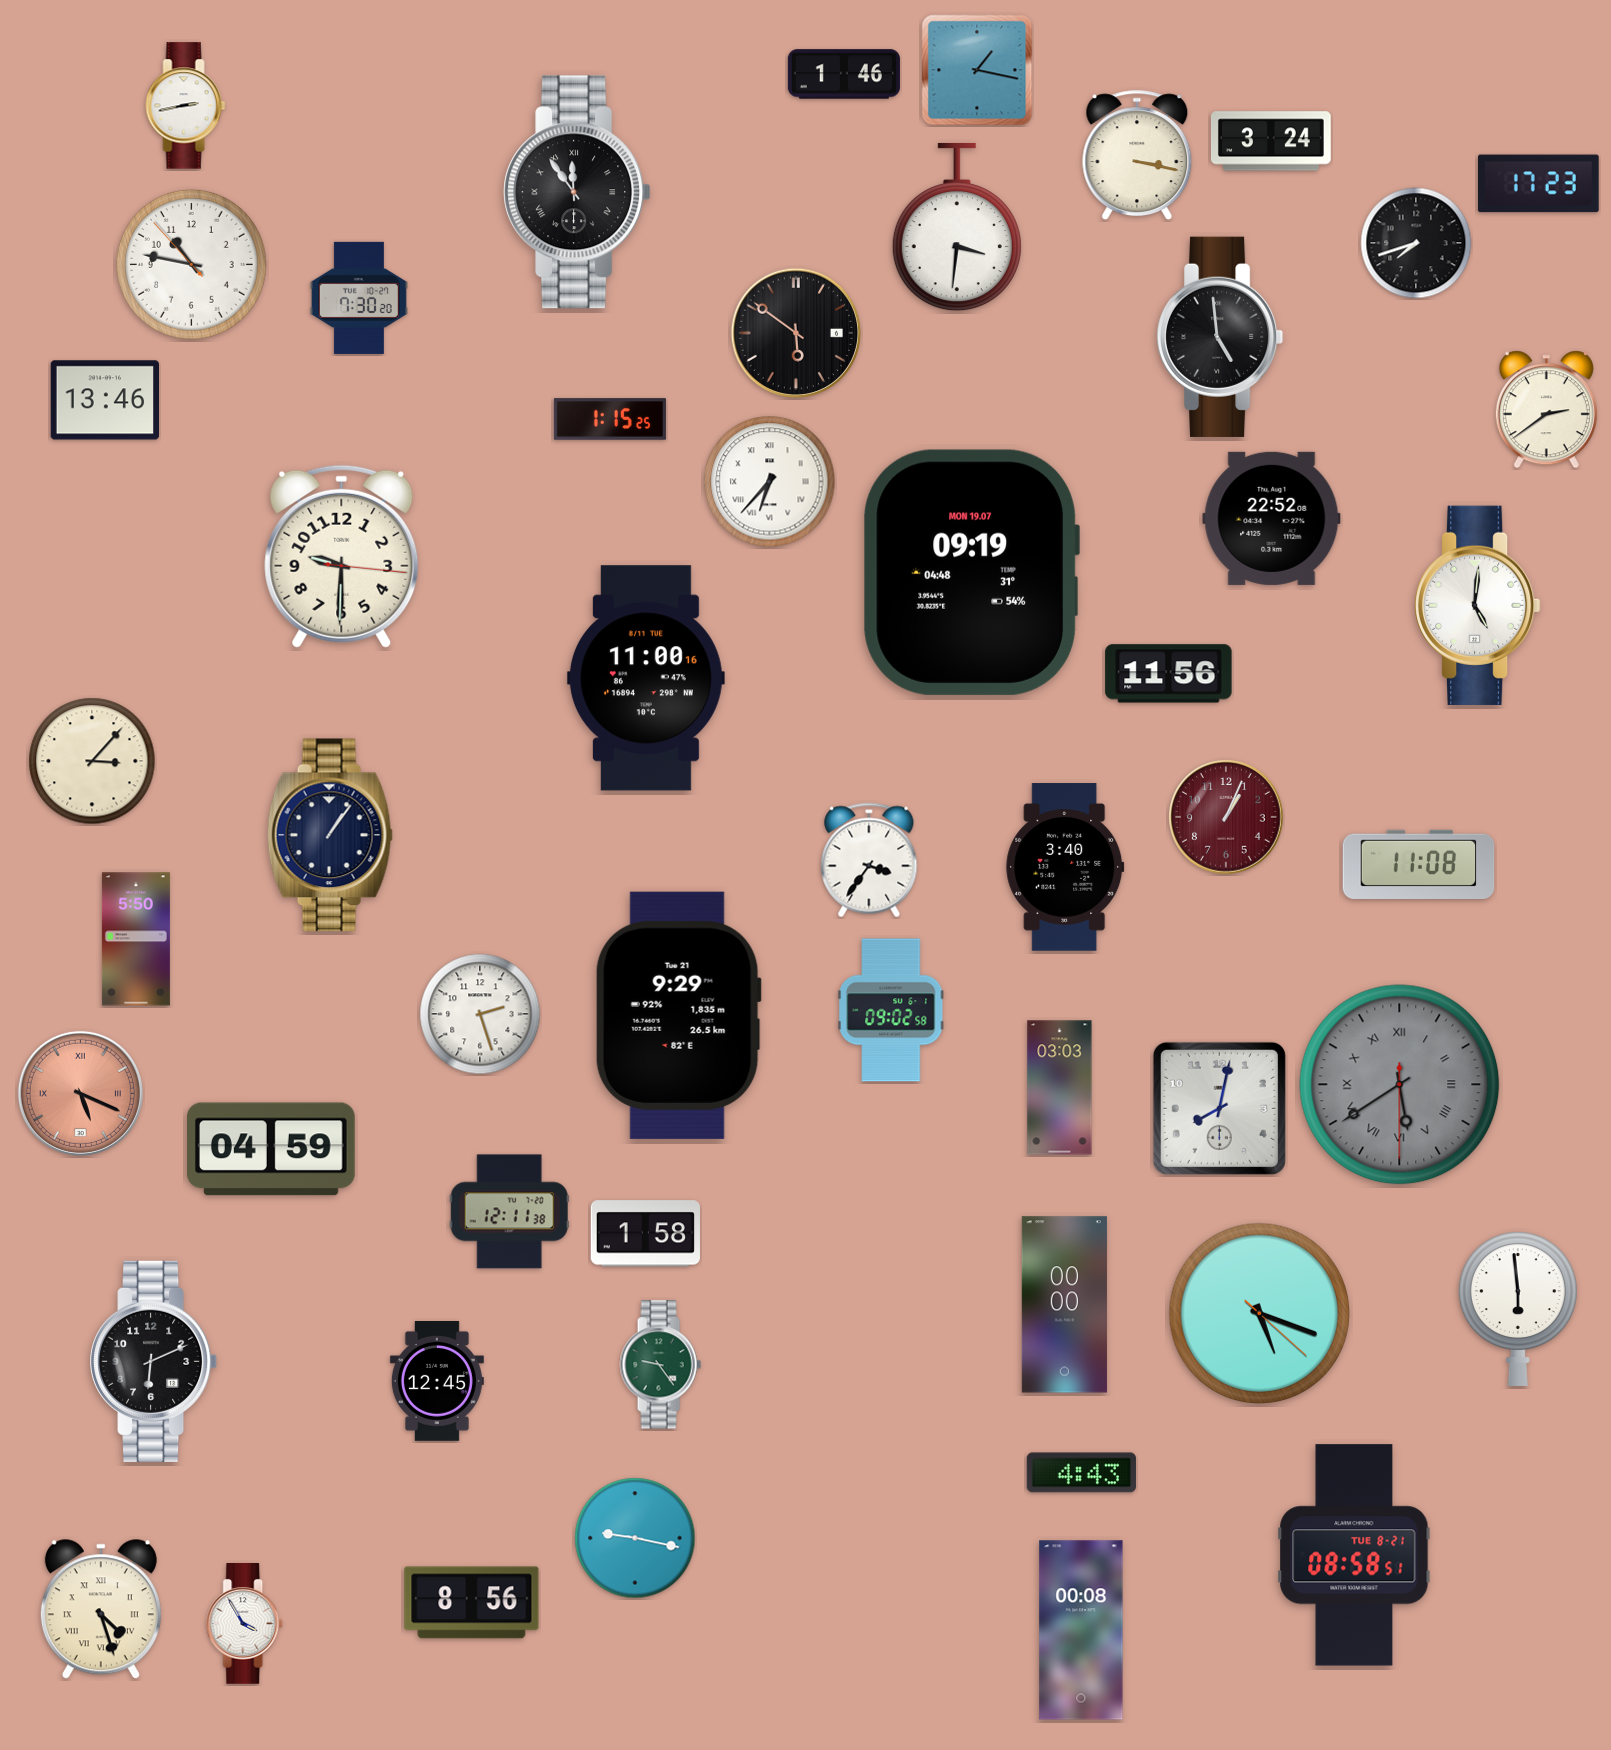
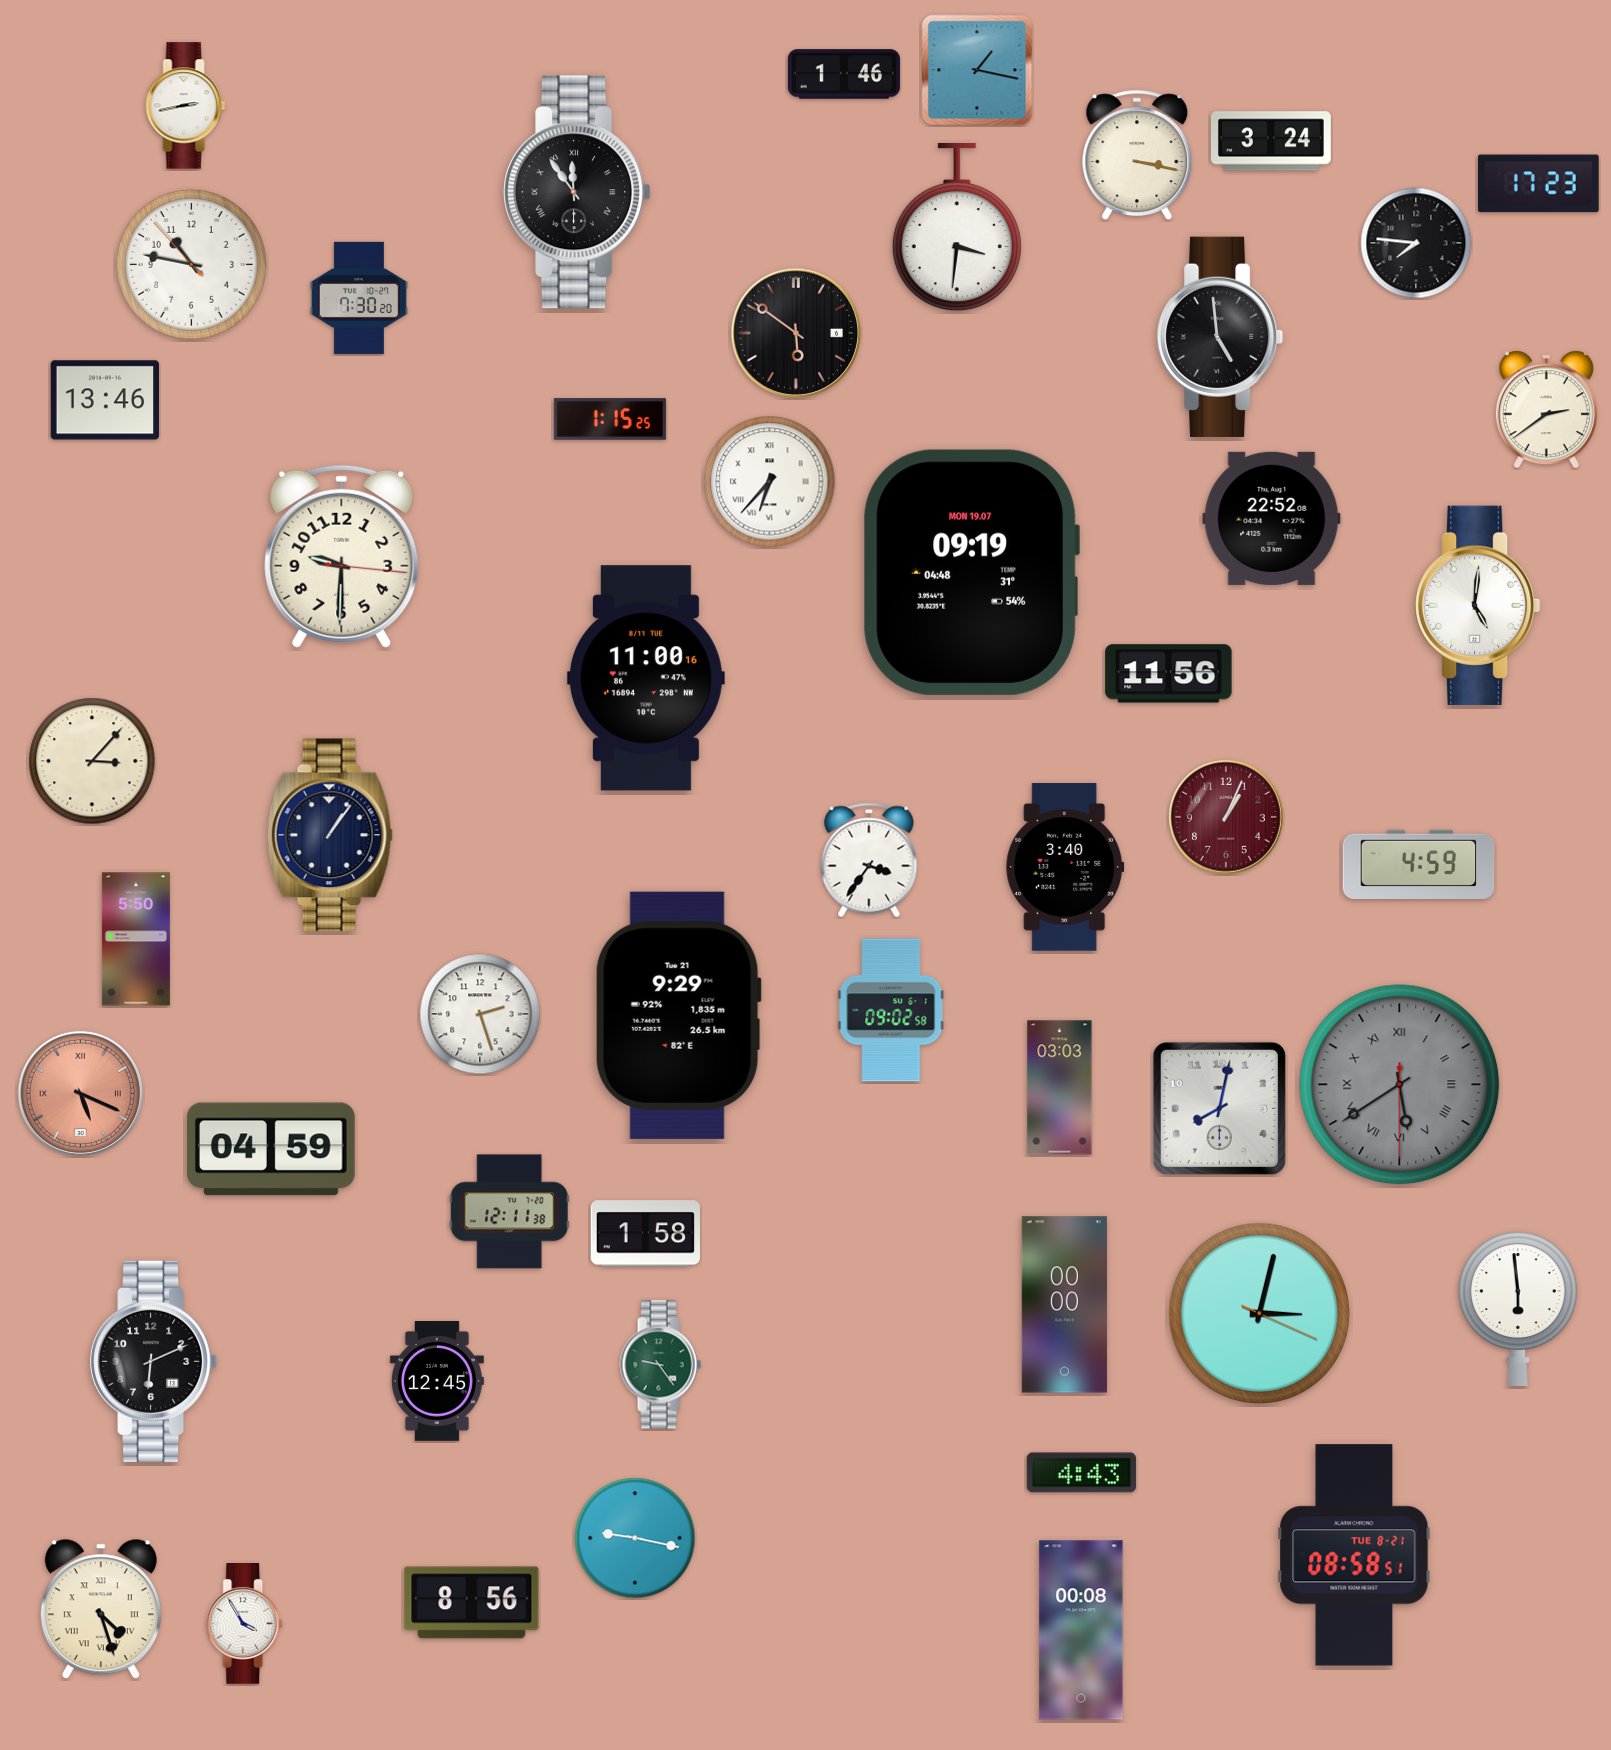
clock at (1416, 243): 7:42 -> 7:46
clock at (1419, 864): 11:08 -> 4:59
clock at (1259, 1313): 5:18 -> 3:02
